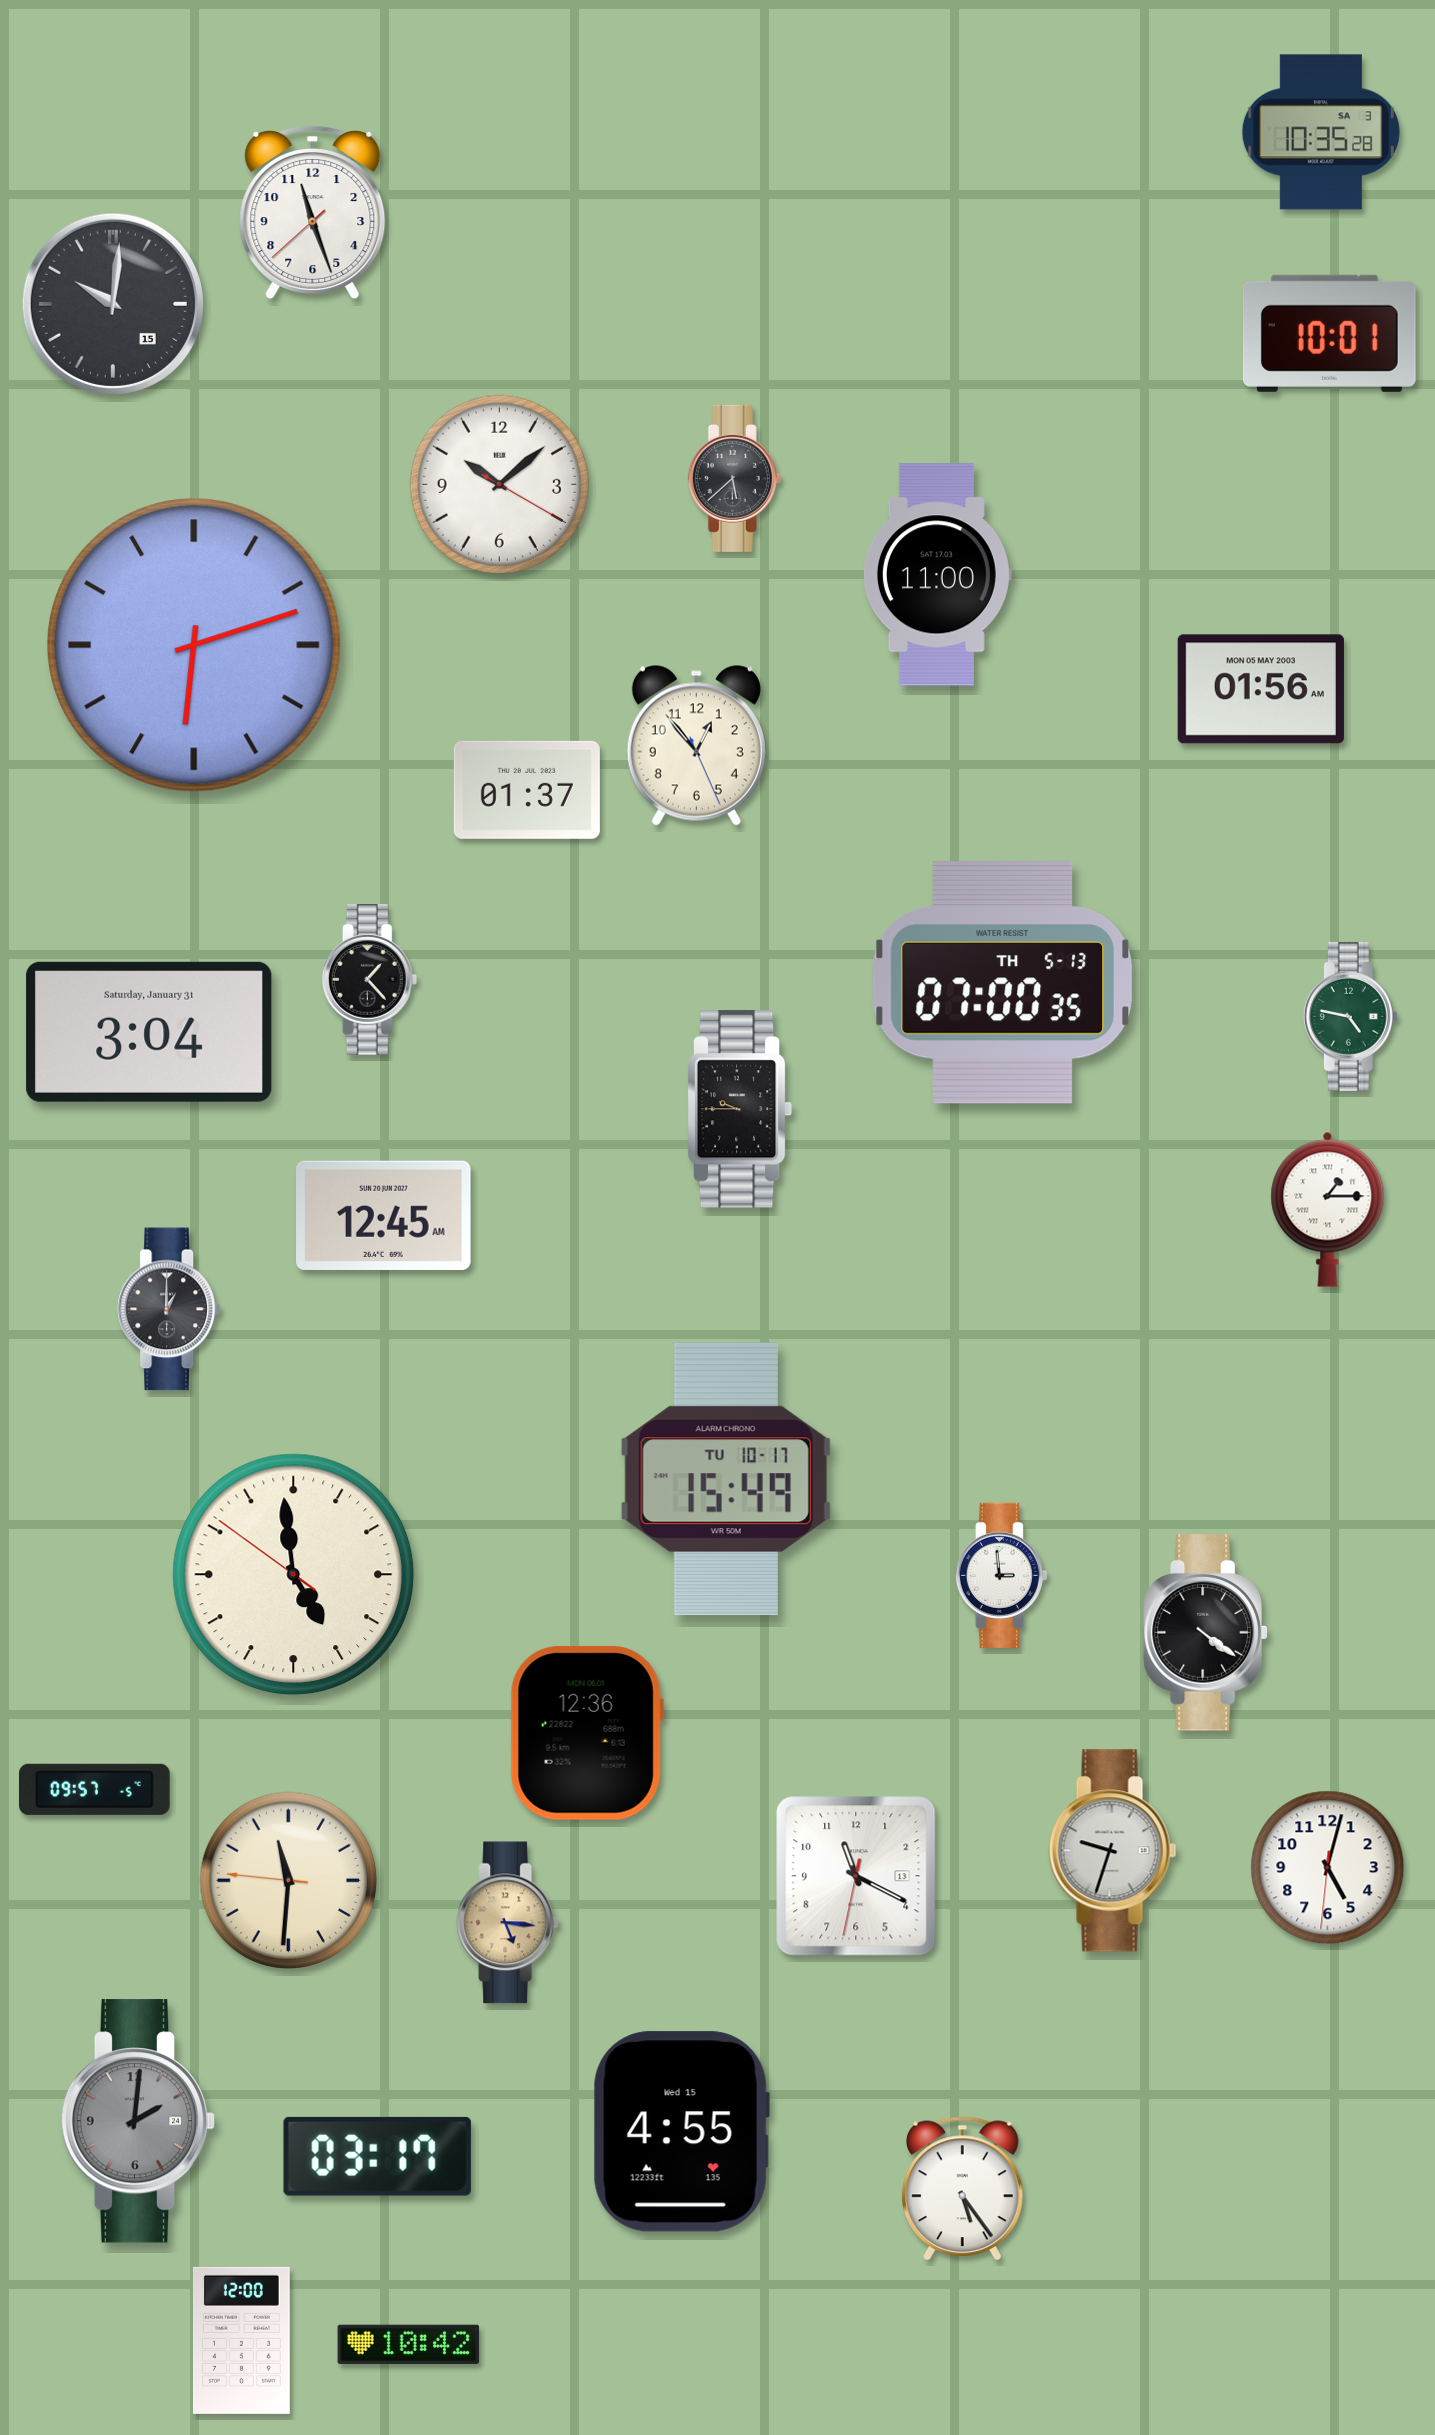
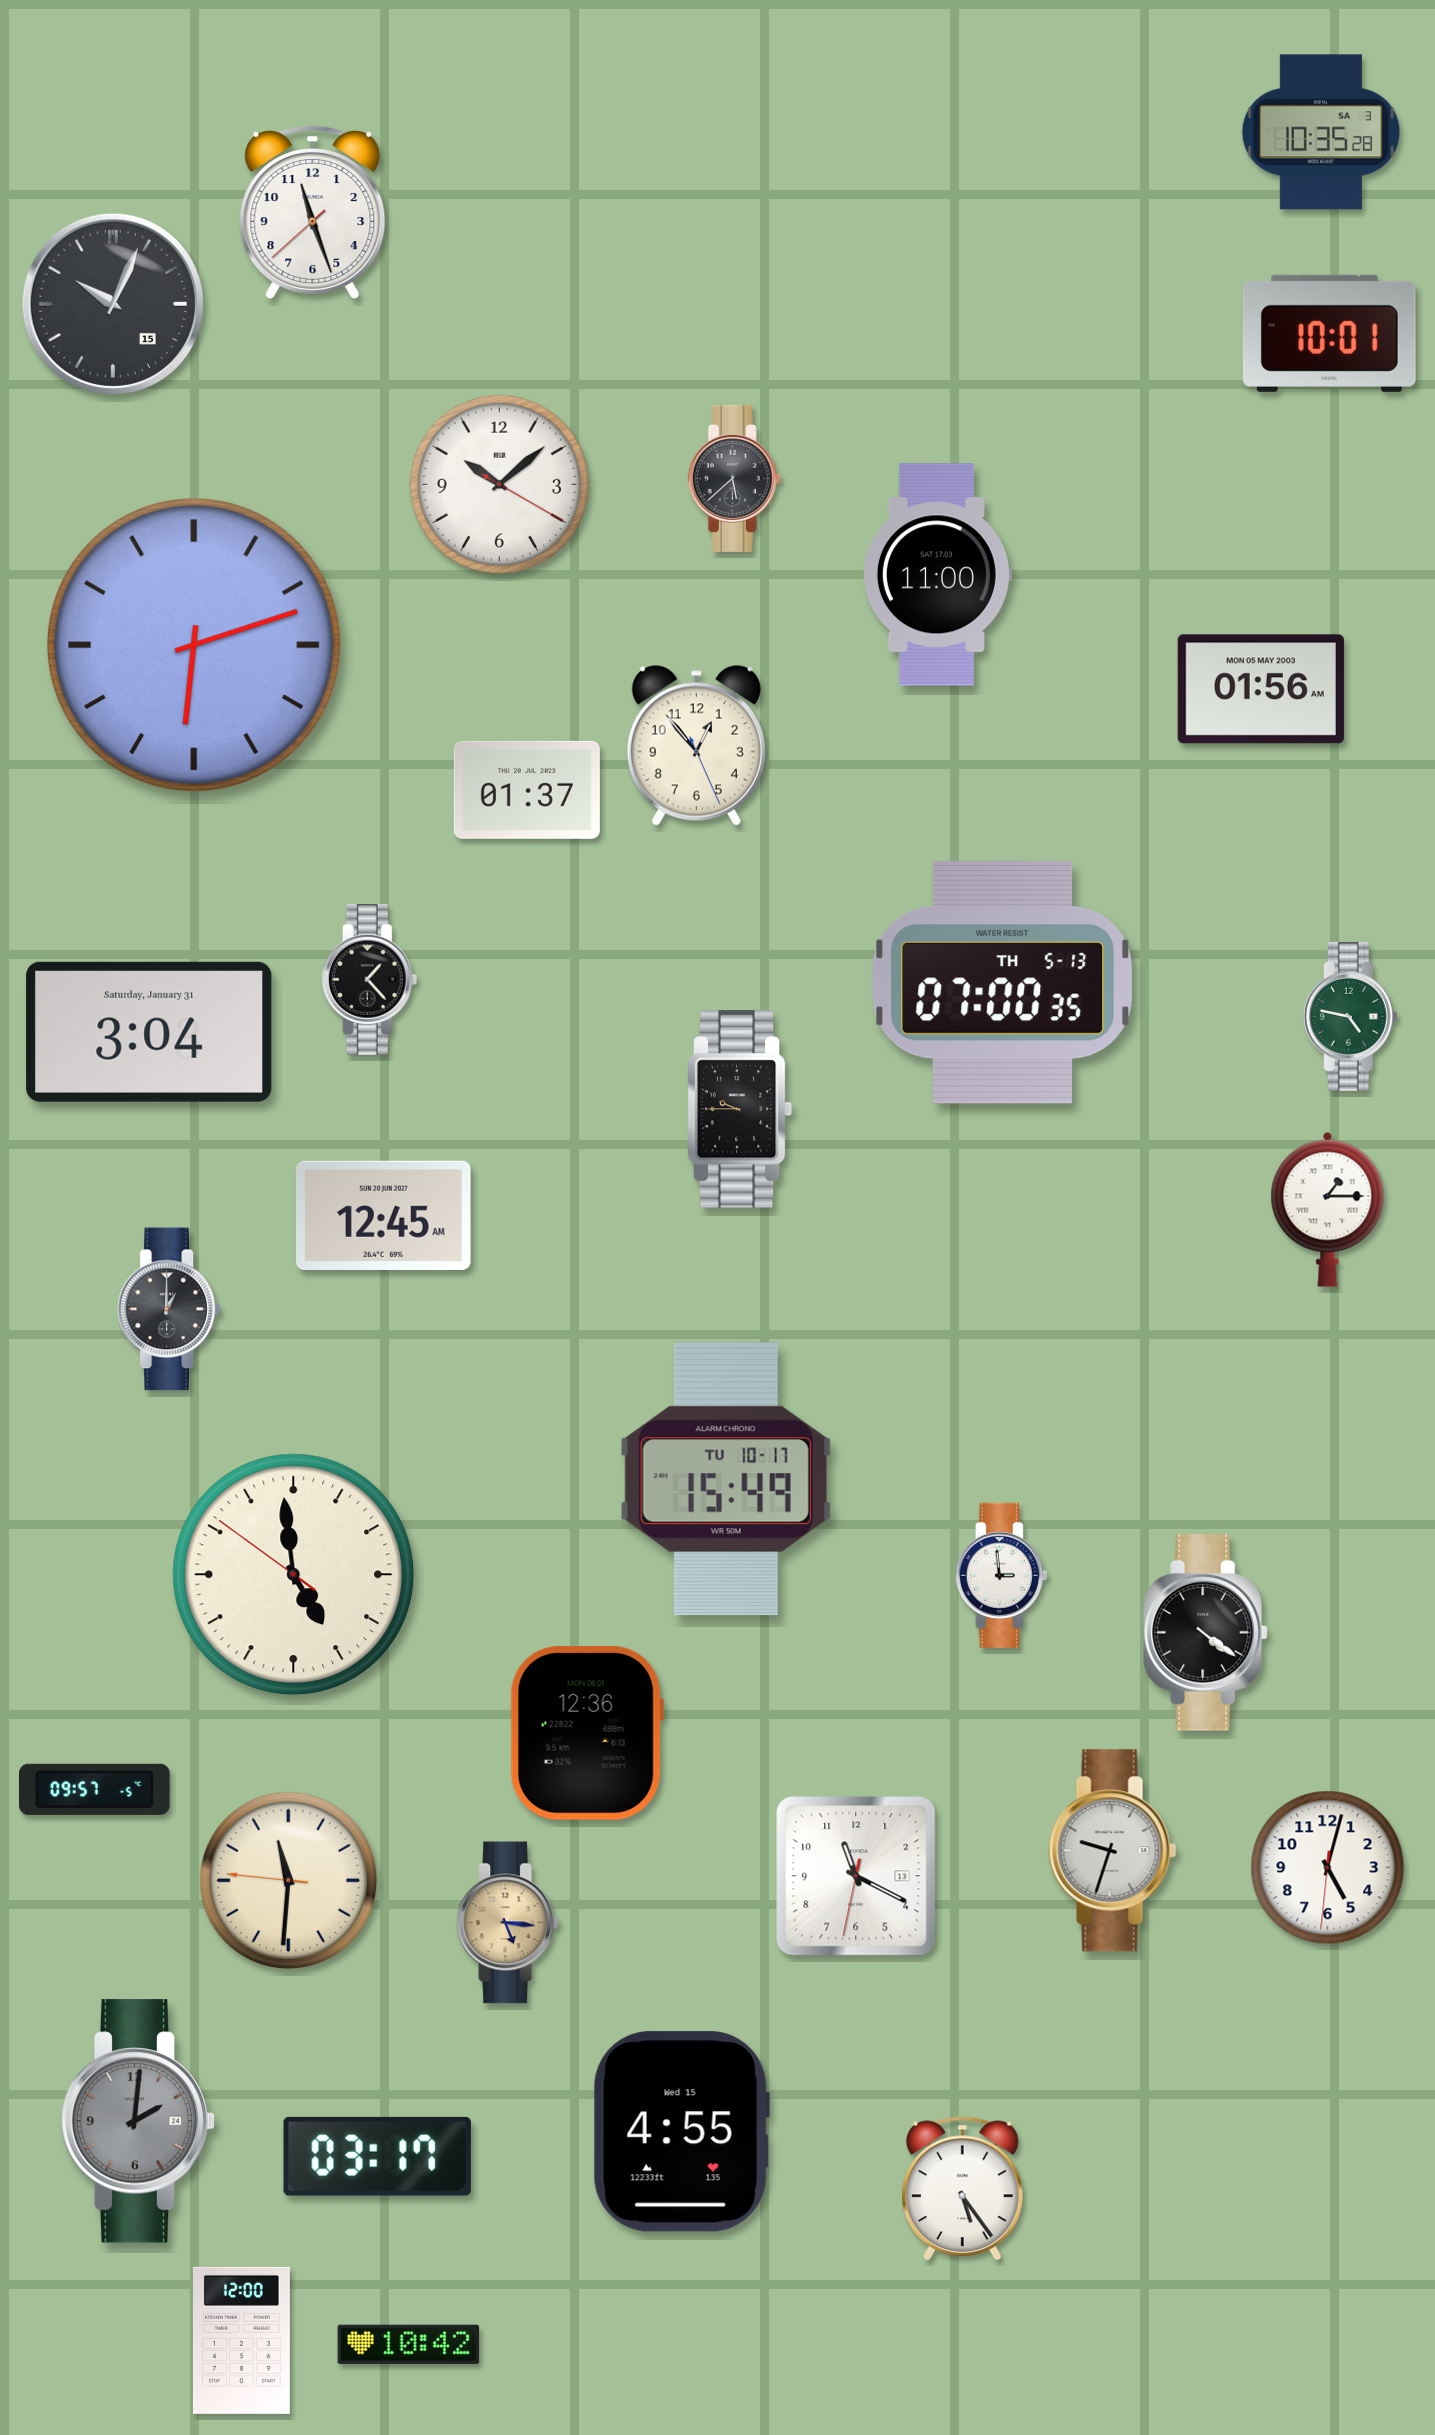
clock at (113, 304): 10:01 -> 10:04
